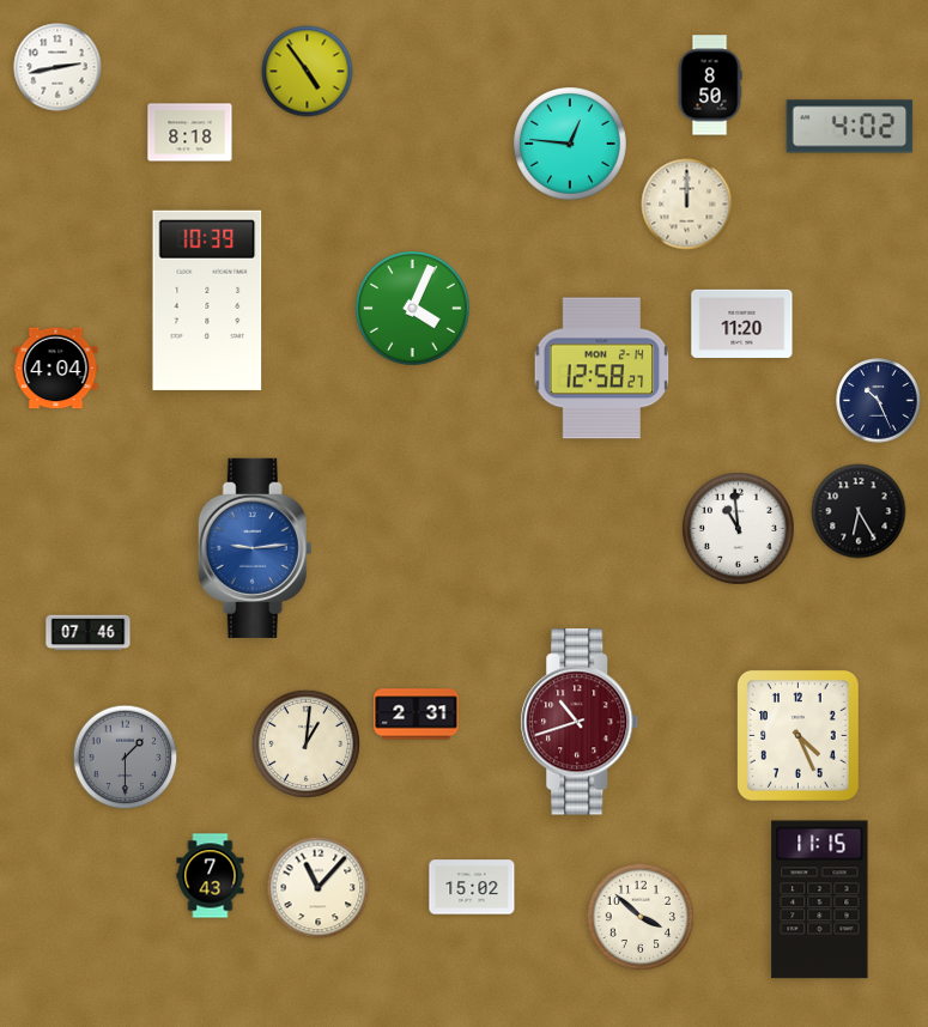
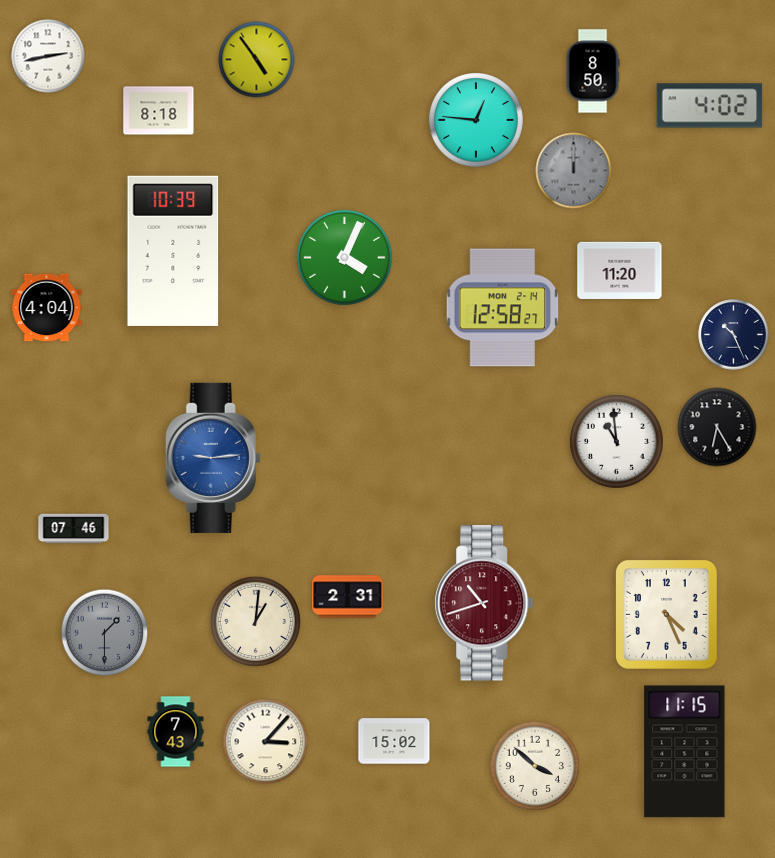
clock at (687, 205) dial: cream -> grey
clock at (319, 888): 11:07 -> 3:07
